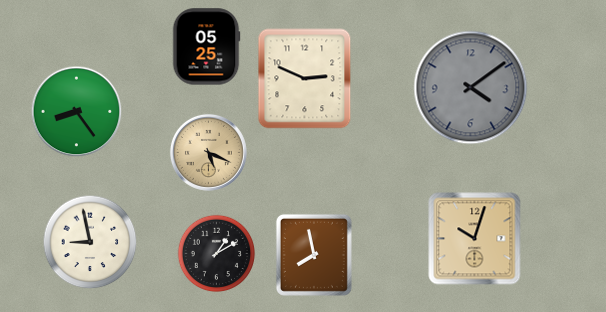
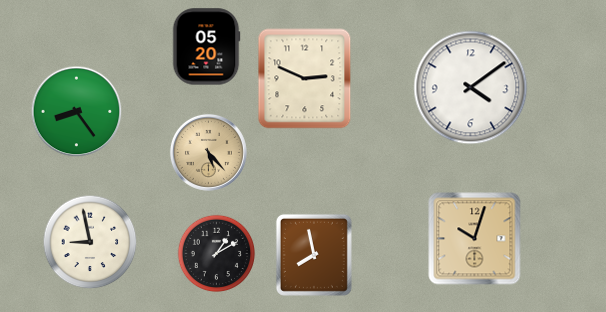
clock at (206, 47): 05:25 -> 05:20
clock at (471, 88) dial: grey -> white
clock at (208, 152): 5:19 -> 5:23
